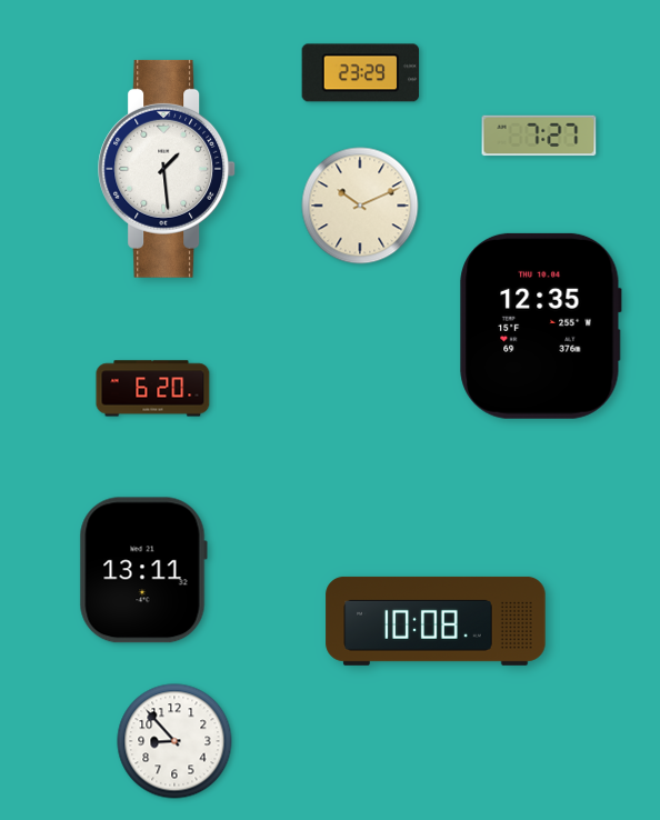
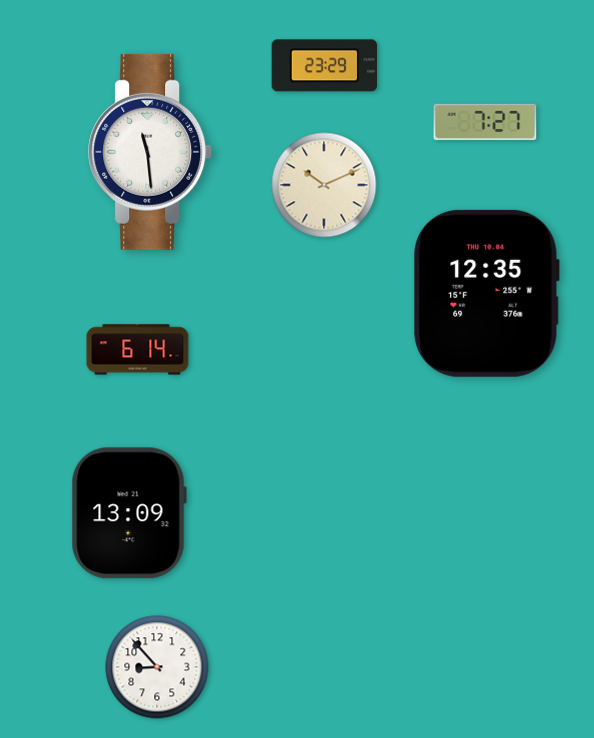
clock at (168, 169): 1:29 -> 11:29
clock at (153, 389): 6:20 -> 6:14
clock at (143, 570): 13:11 -> 13:09
clock at (436, 621): 10:08 -> none
